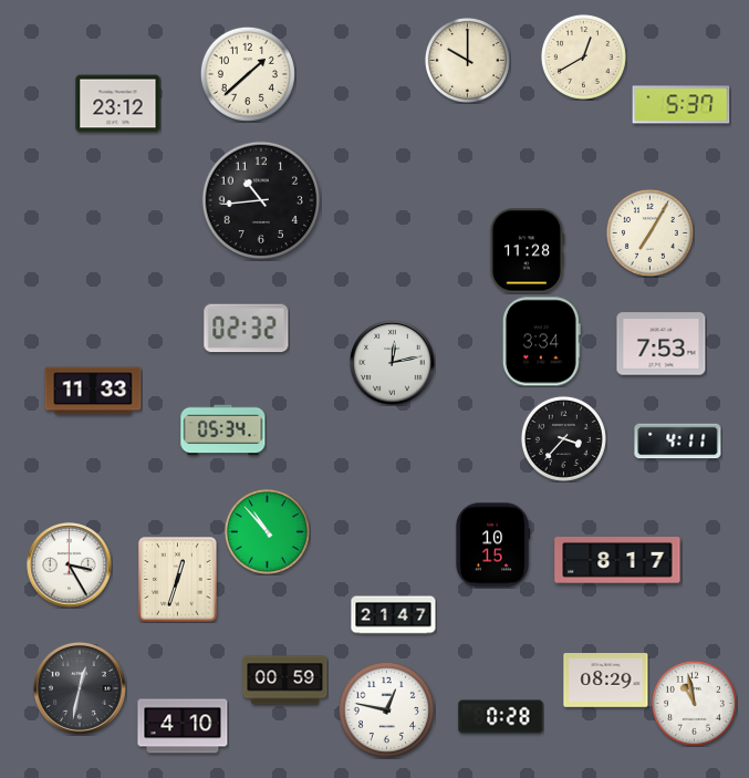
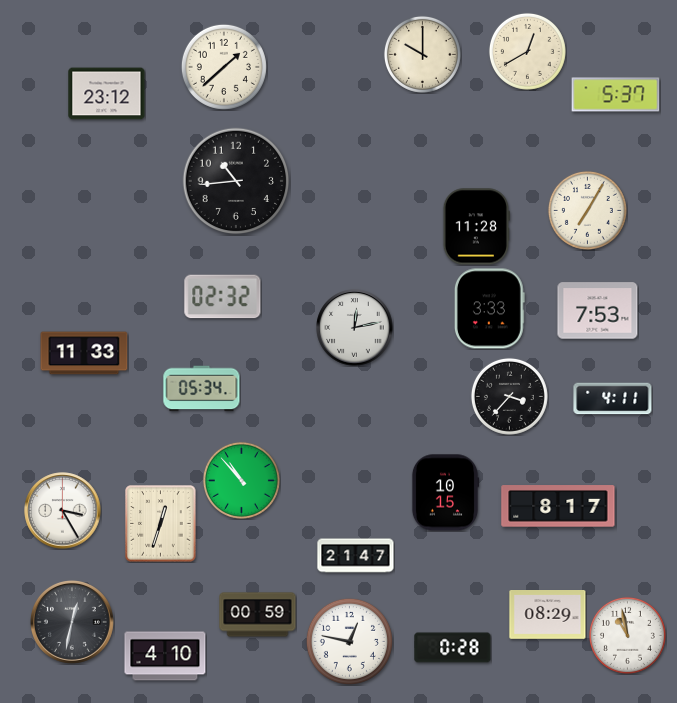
clock at (541, 342): 3:34 -> 3:33
